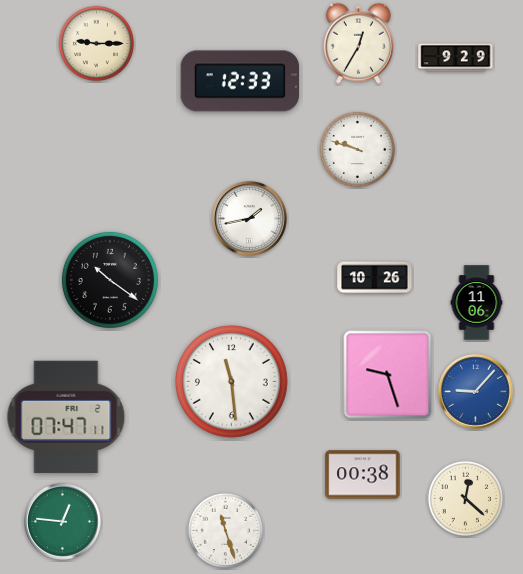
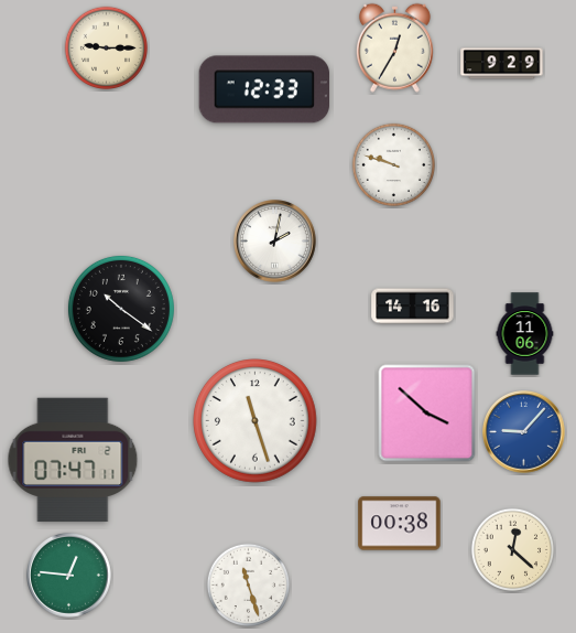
clock at (250, 219): 1:43 -> 2:02
clock at (375, 278): 10:26 -> 14:16
clock at (388, 375): 9:27 -> 3:52
clock at (232, 382): 11:29 -> 11:27
